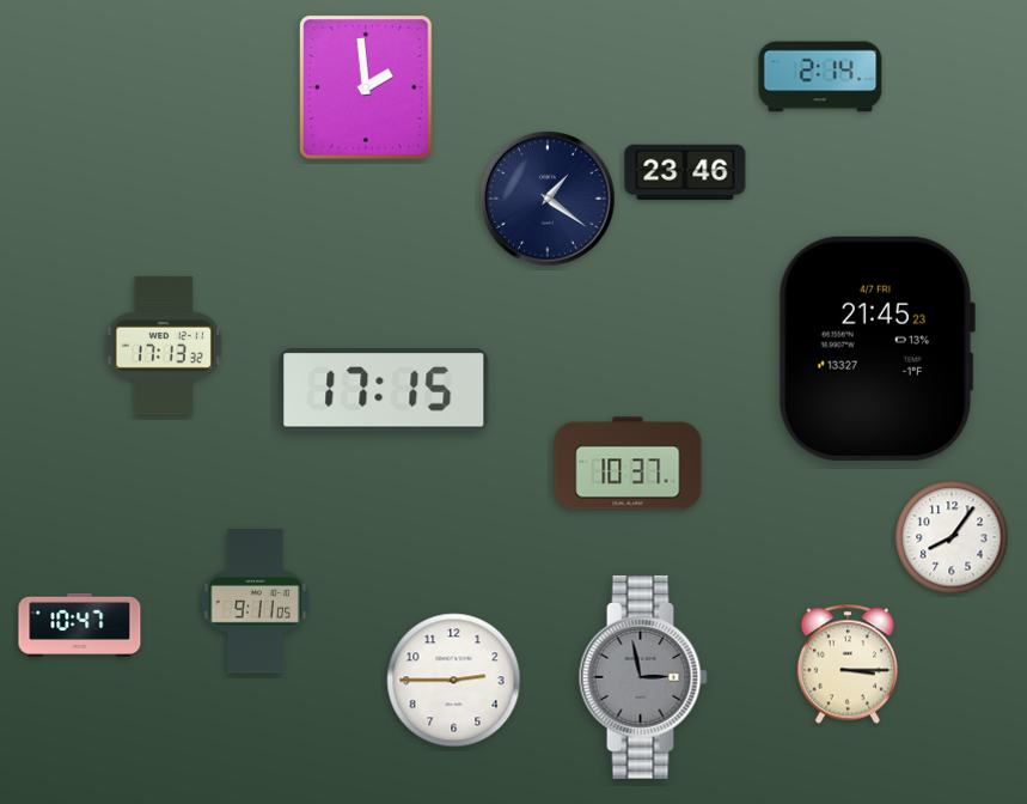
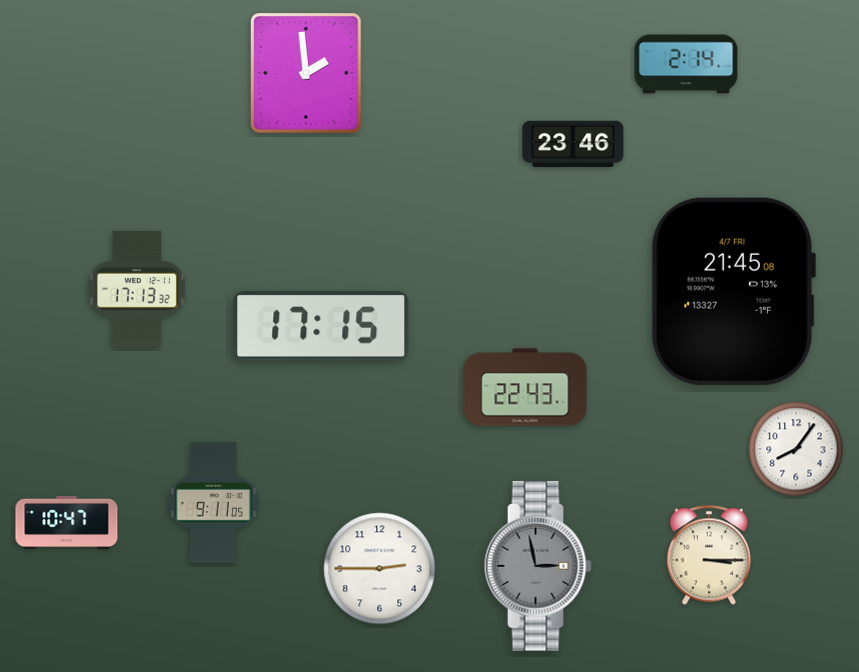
clock at (548, 199): 1:21 -> none
clock at (876, 348): 21:45:23 -> 21:45:08
clock at (628, 463): 10:37 -> 22:43
